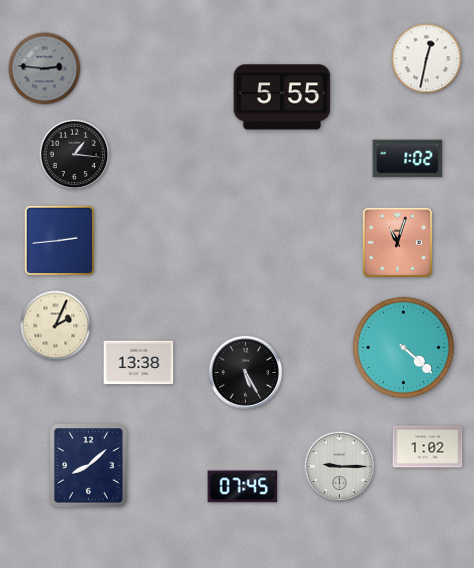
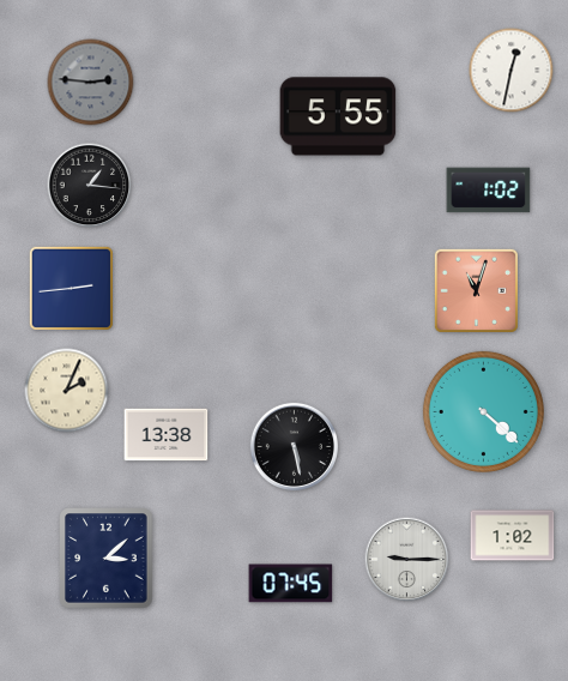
clock at (45, 69) position: (45, 69) -> (91, 83)
clock at (403, 347) position: (403, 347) -> (483, 411)
clock at (245, 372): 5:25 -> 5:28
clock at (89, 466): 8:08 -> 3:08
